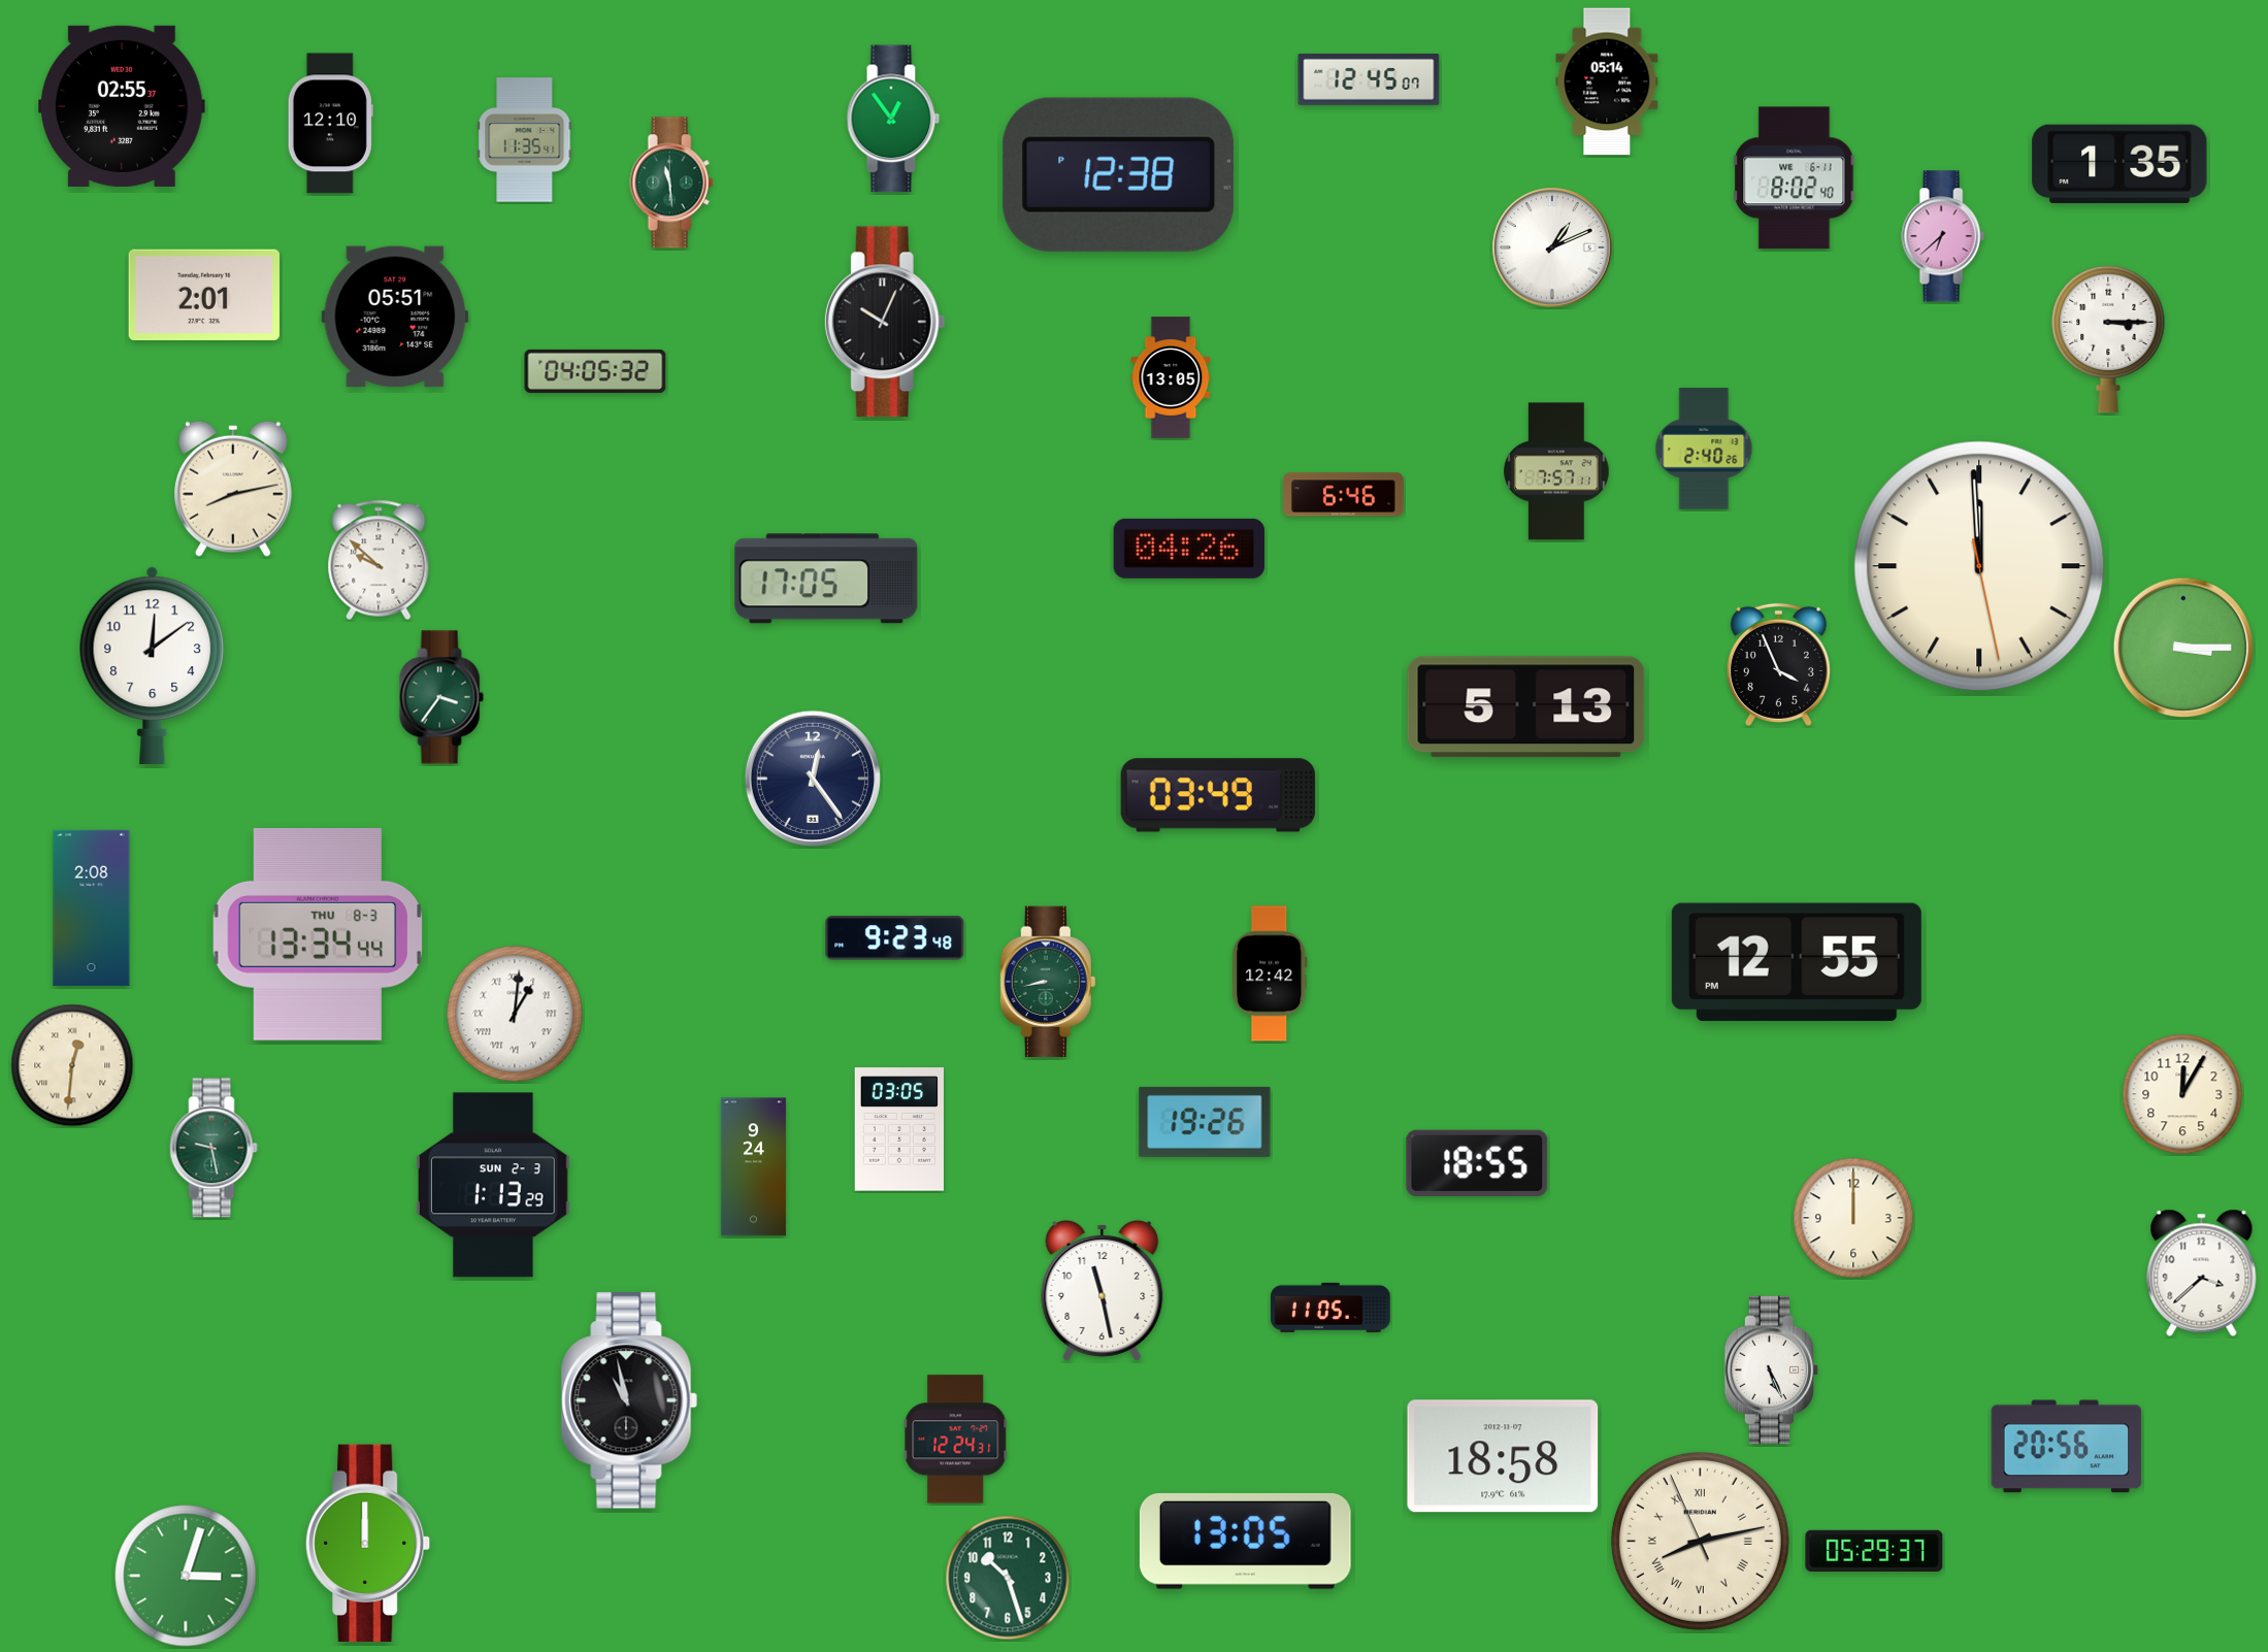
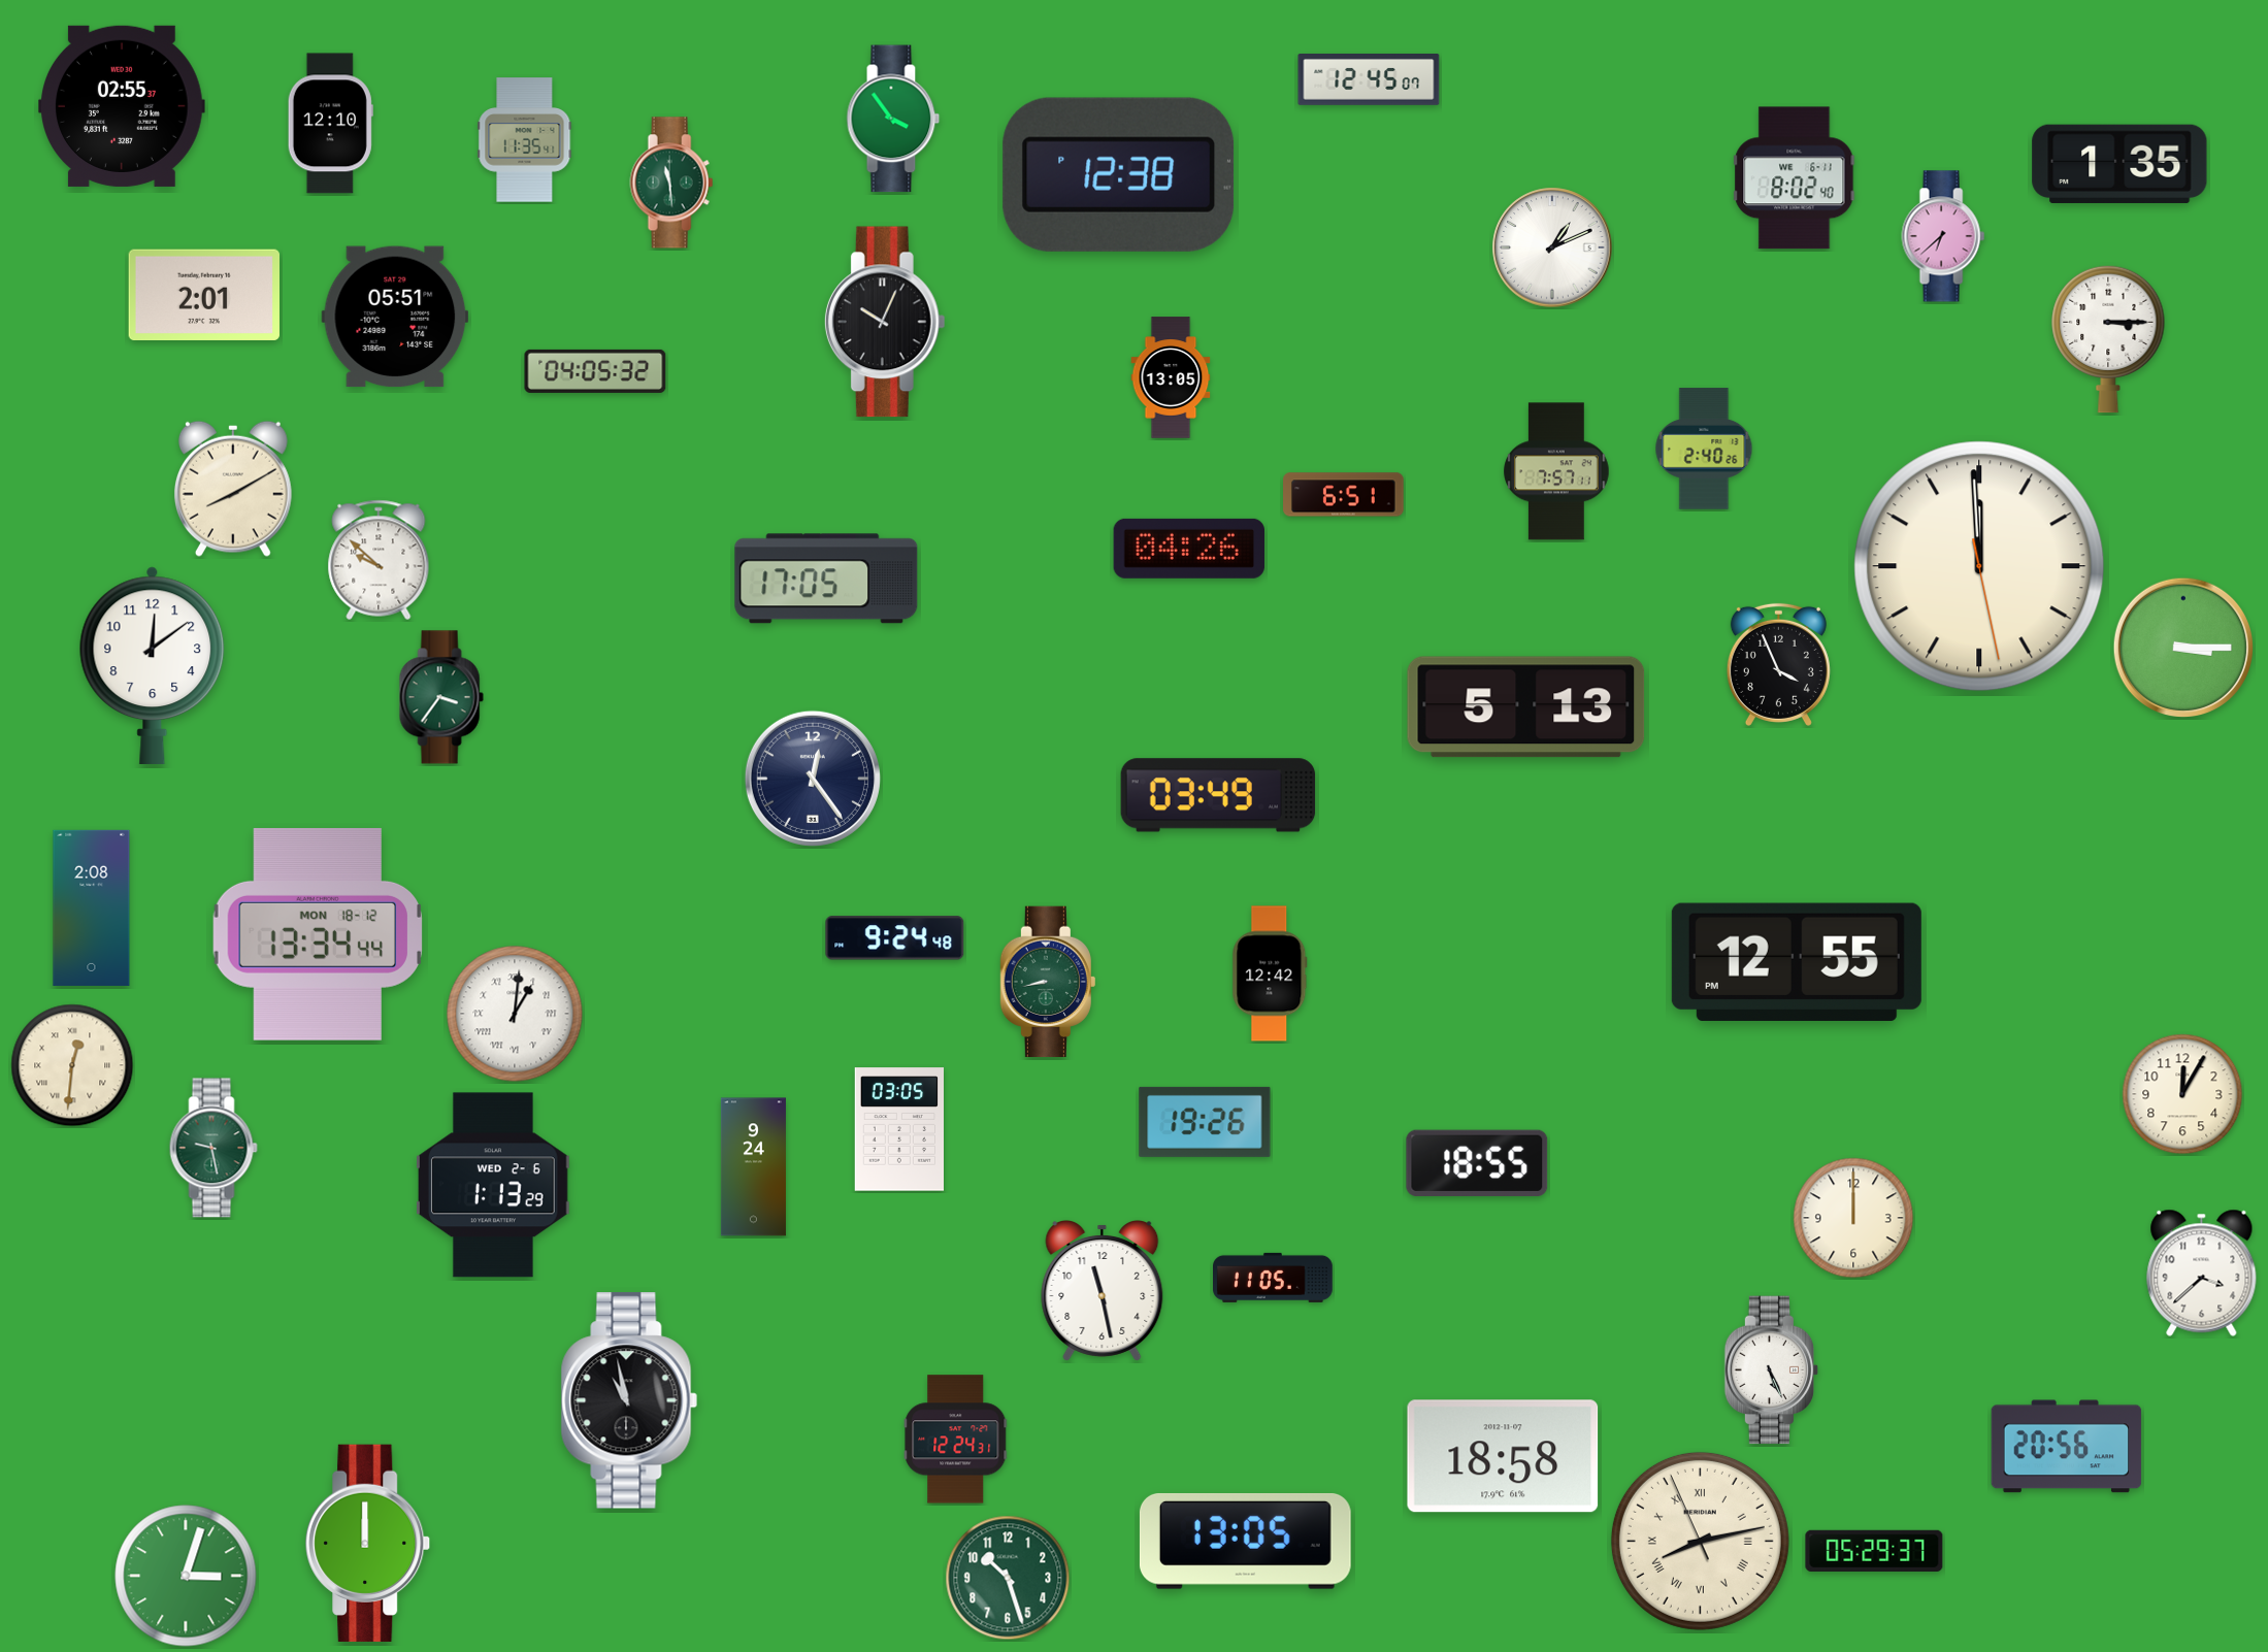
clock at (1607, 81): 05:14 -> none
clock at (893, 119): 12:54 -> 3:54
clock at (233, 489): 8:13 -> 8:10
clock at (1344, 495): 6:46 -> 6:51
clock at (318, 934) date: THU 8-3 -> MON 18-12
clock at (895, 938): 9:23 -> 9:24
clock at (494, 1185) date: SUN 2-3 -> WED 2-6
clock at (1332, 1308) position: (1332, 1308) -> (1274, 1278)
